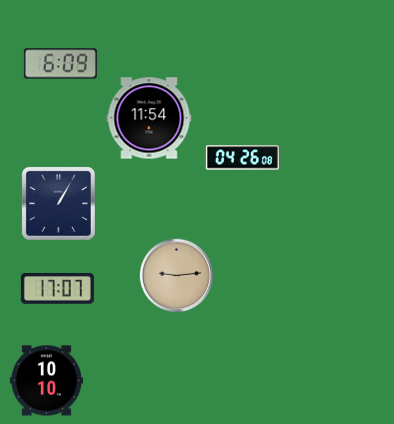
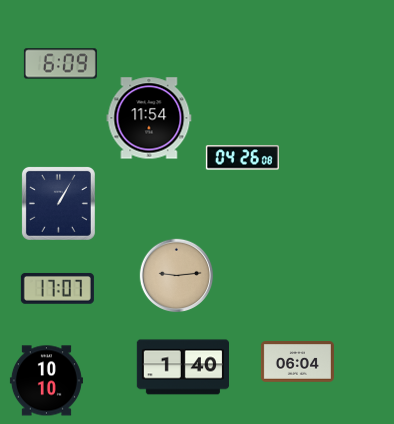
clock at (297, 362): none -> 06:04
clock at (182, 367): none -> 1:40
